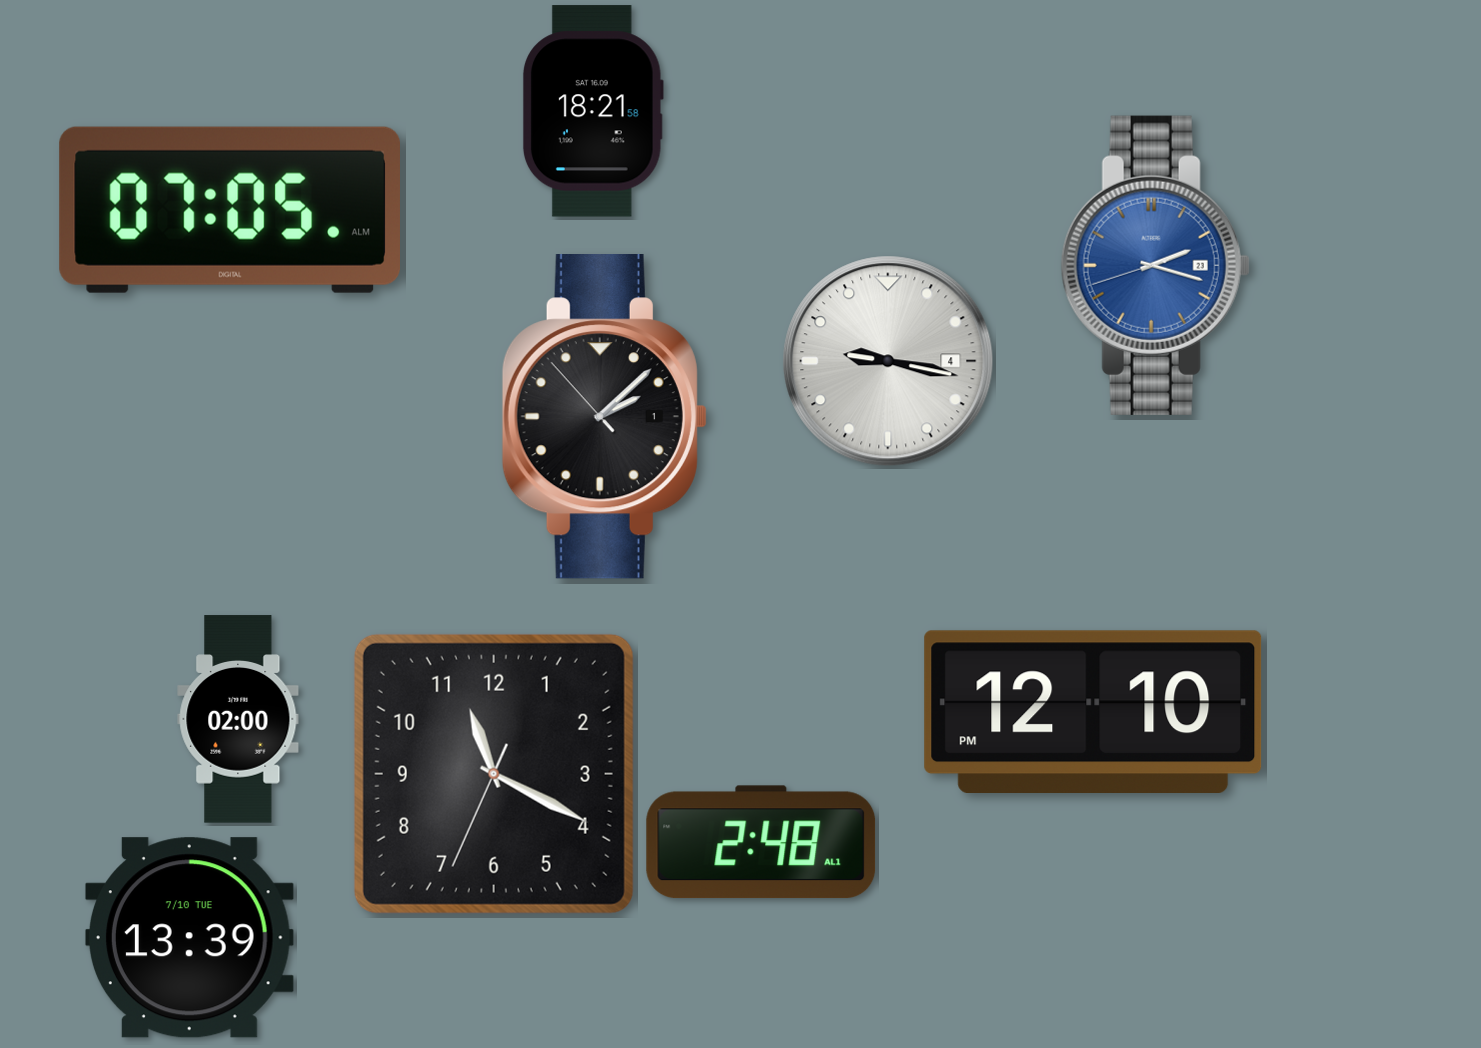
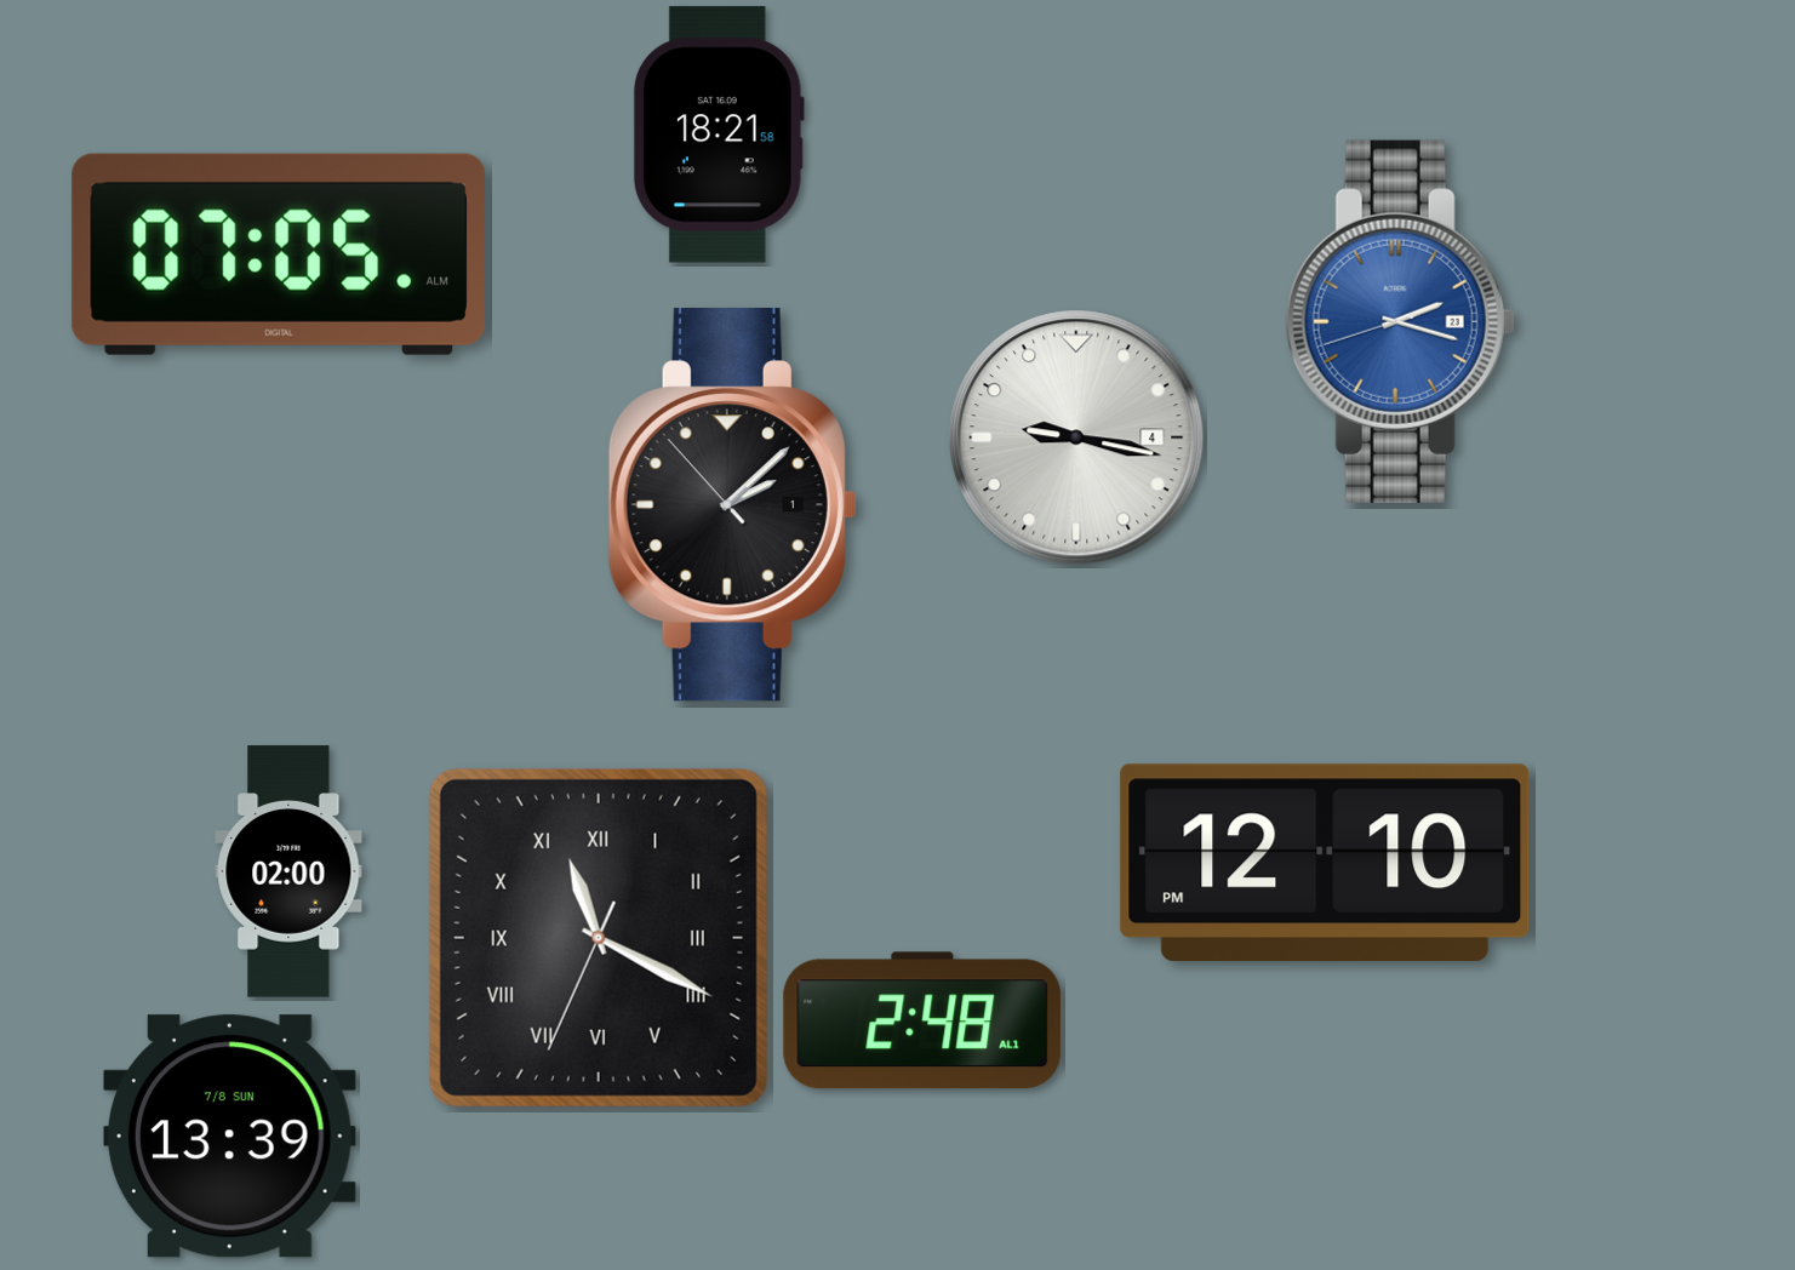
clock at (494, 774) numerals: Arabic -> Roman
clock at (190, 938) date: 7/10 TUE -> 7/8 SUN
